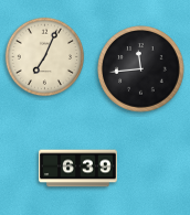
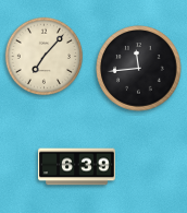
clock at (45, 57): 7:04 -> 7:07
